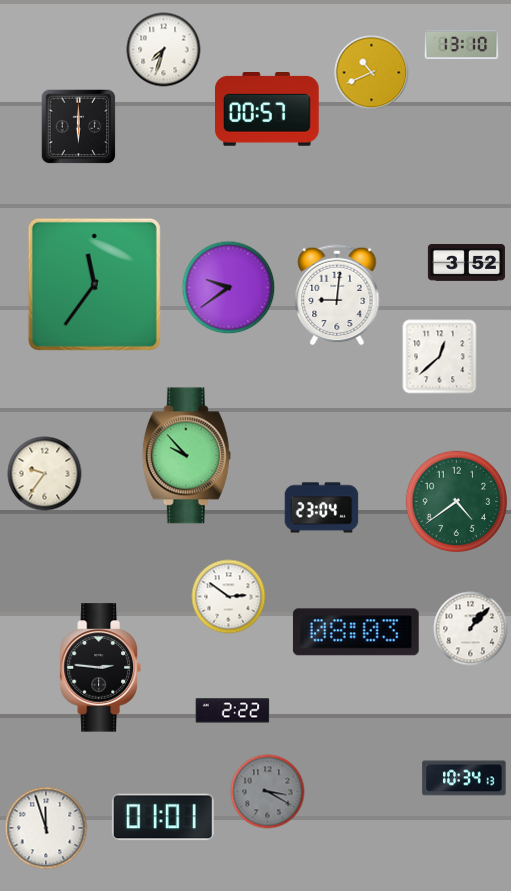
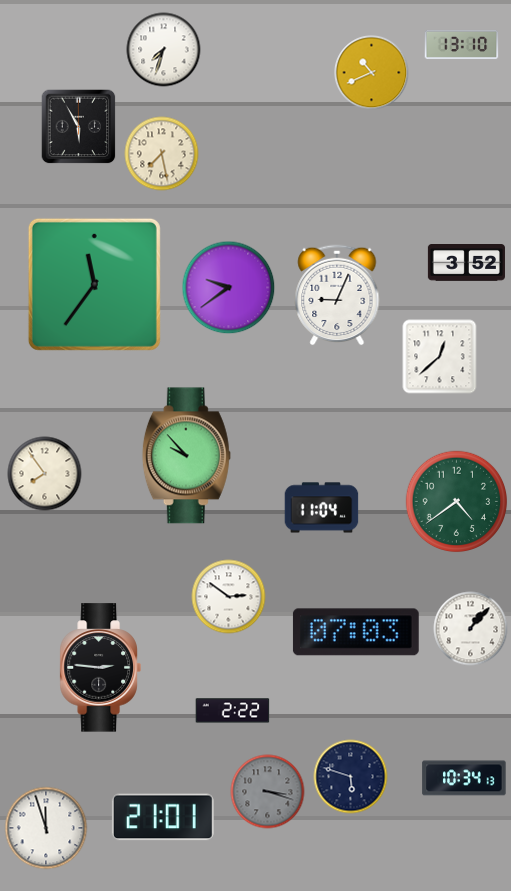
clock at (268, 110): 00:57 -> none
clock at (79, 127): 6:00 -> 5:55
clock at (162, 154): none -> 7:28
clock at (337, 295): 9:01 -> 9:04
clock at (45, 474): 9:36 -> 7:54
clock at (322, 508): 23:04 -> 11:04
clock at (356, 632): 08:03 -> 07:03
clock at (351, 777): none -> 5:48
clock at (268, 792): 3:20 -> 3:18
clock at (163, 817): 01:01 -> 21:01
